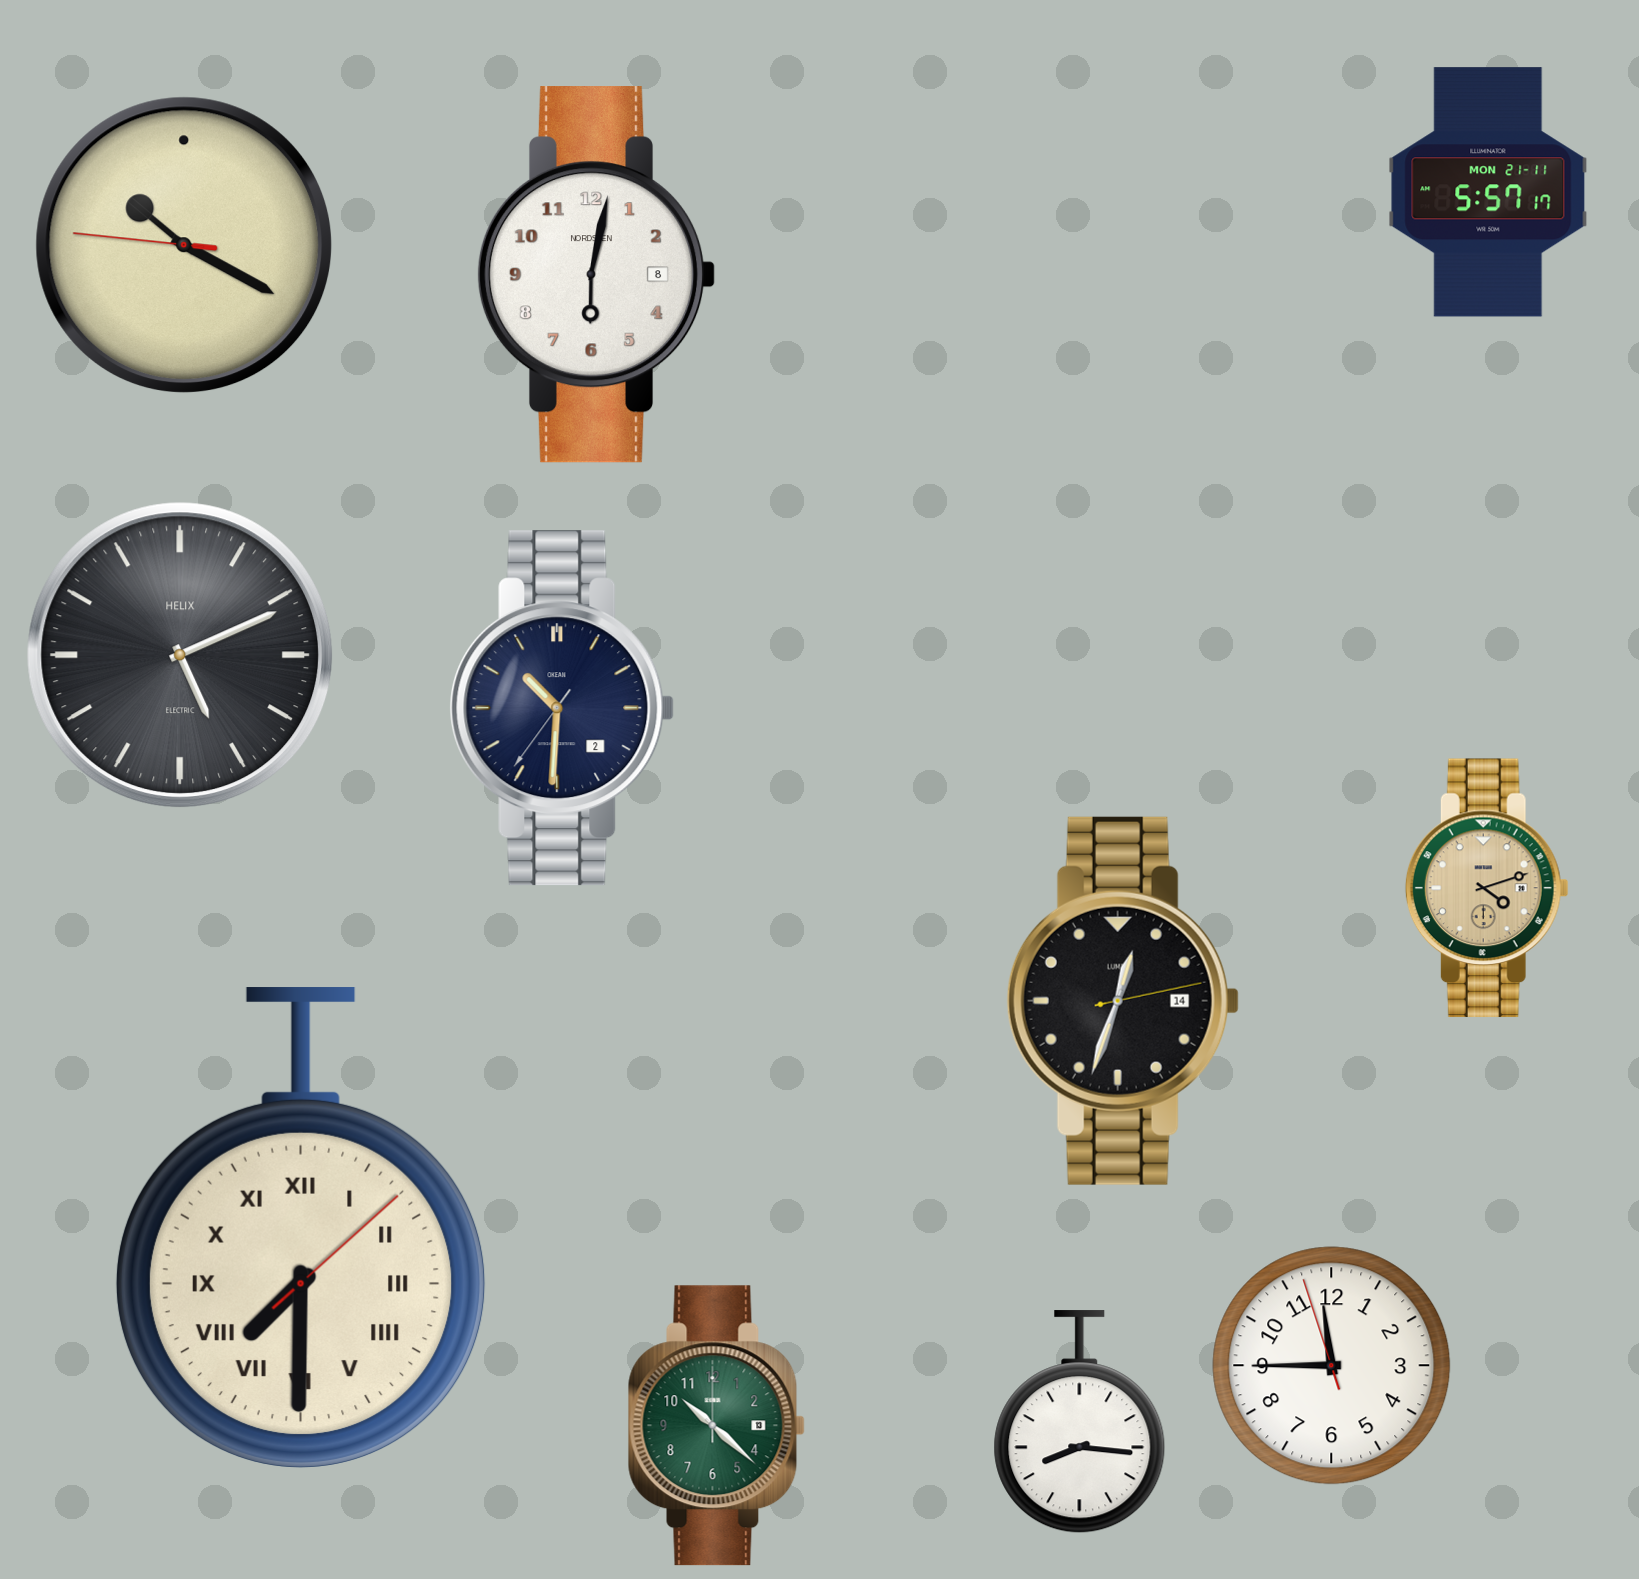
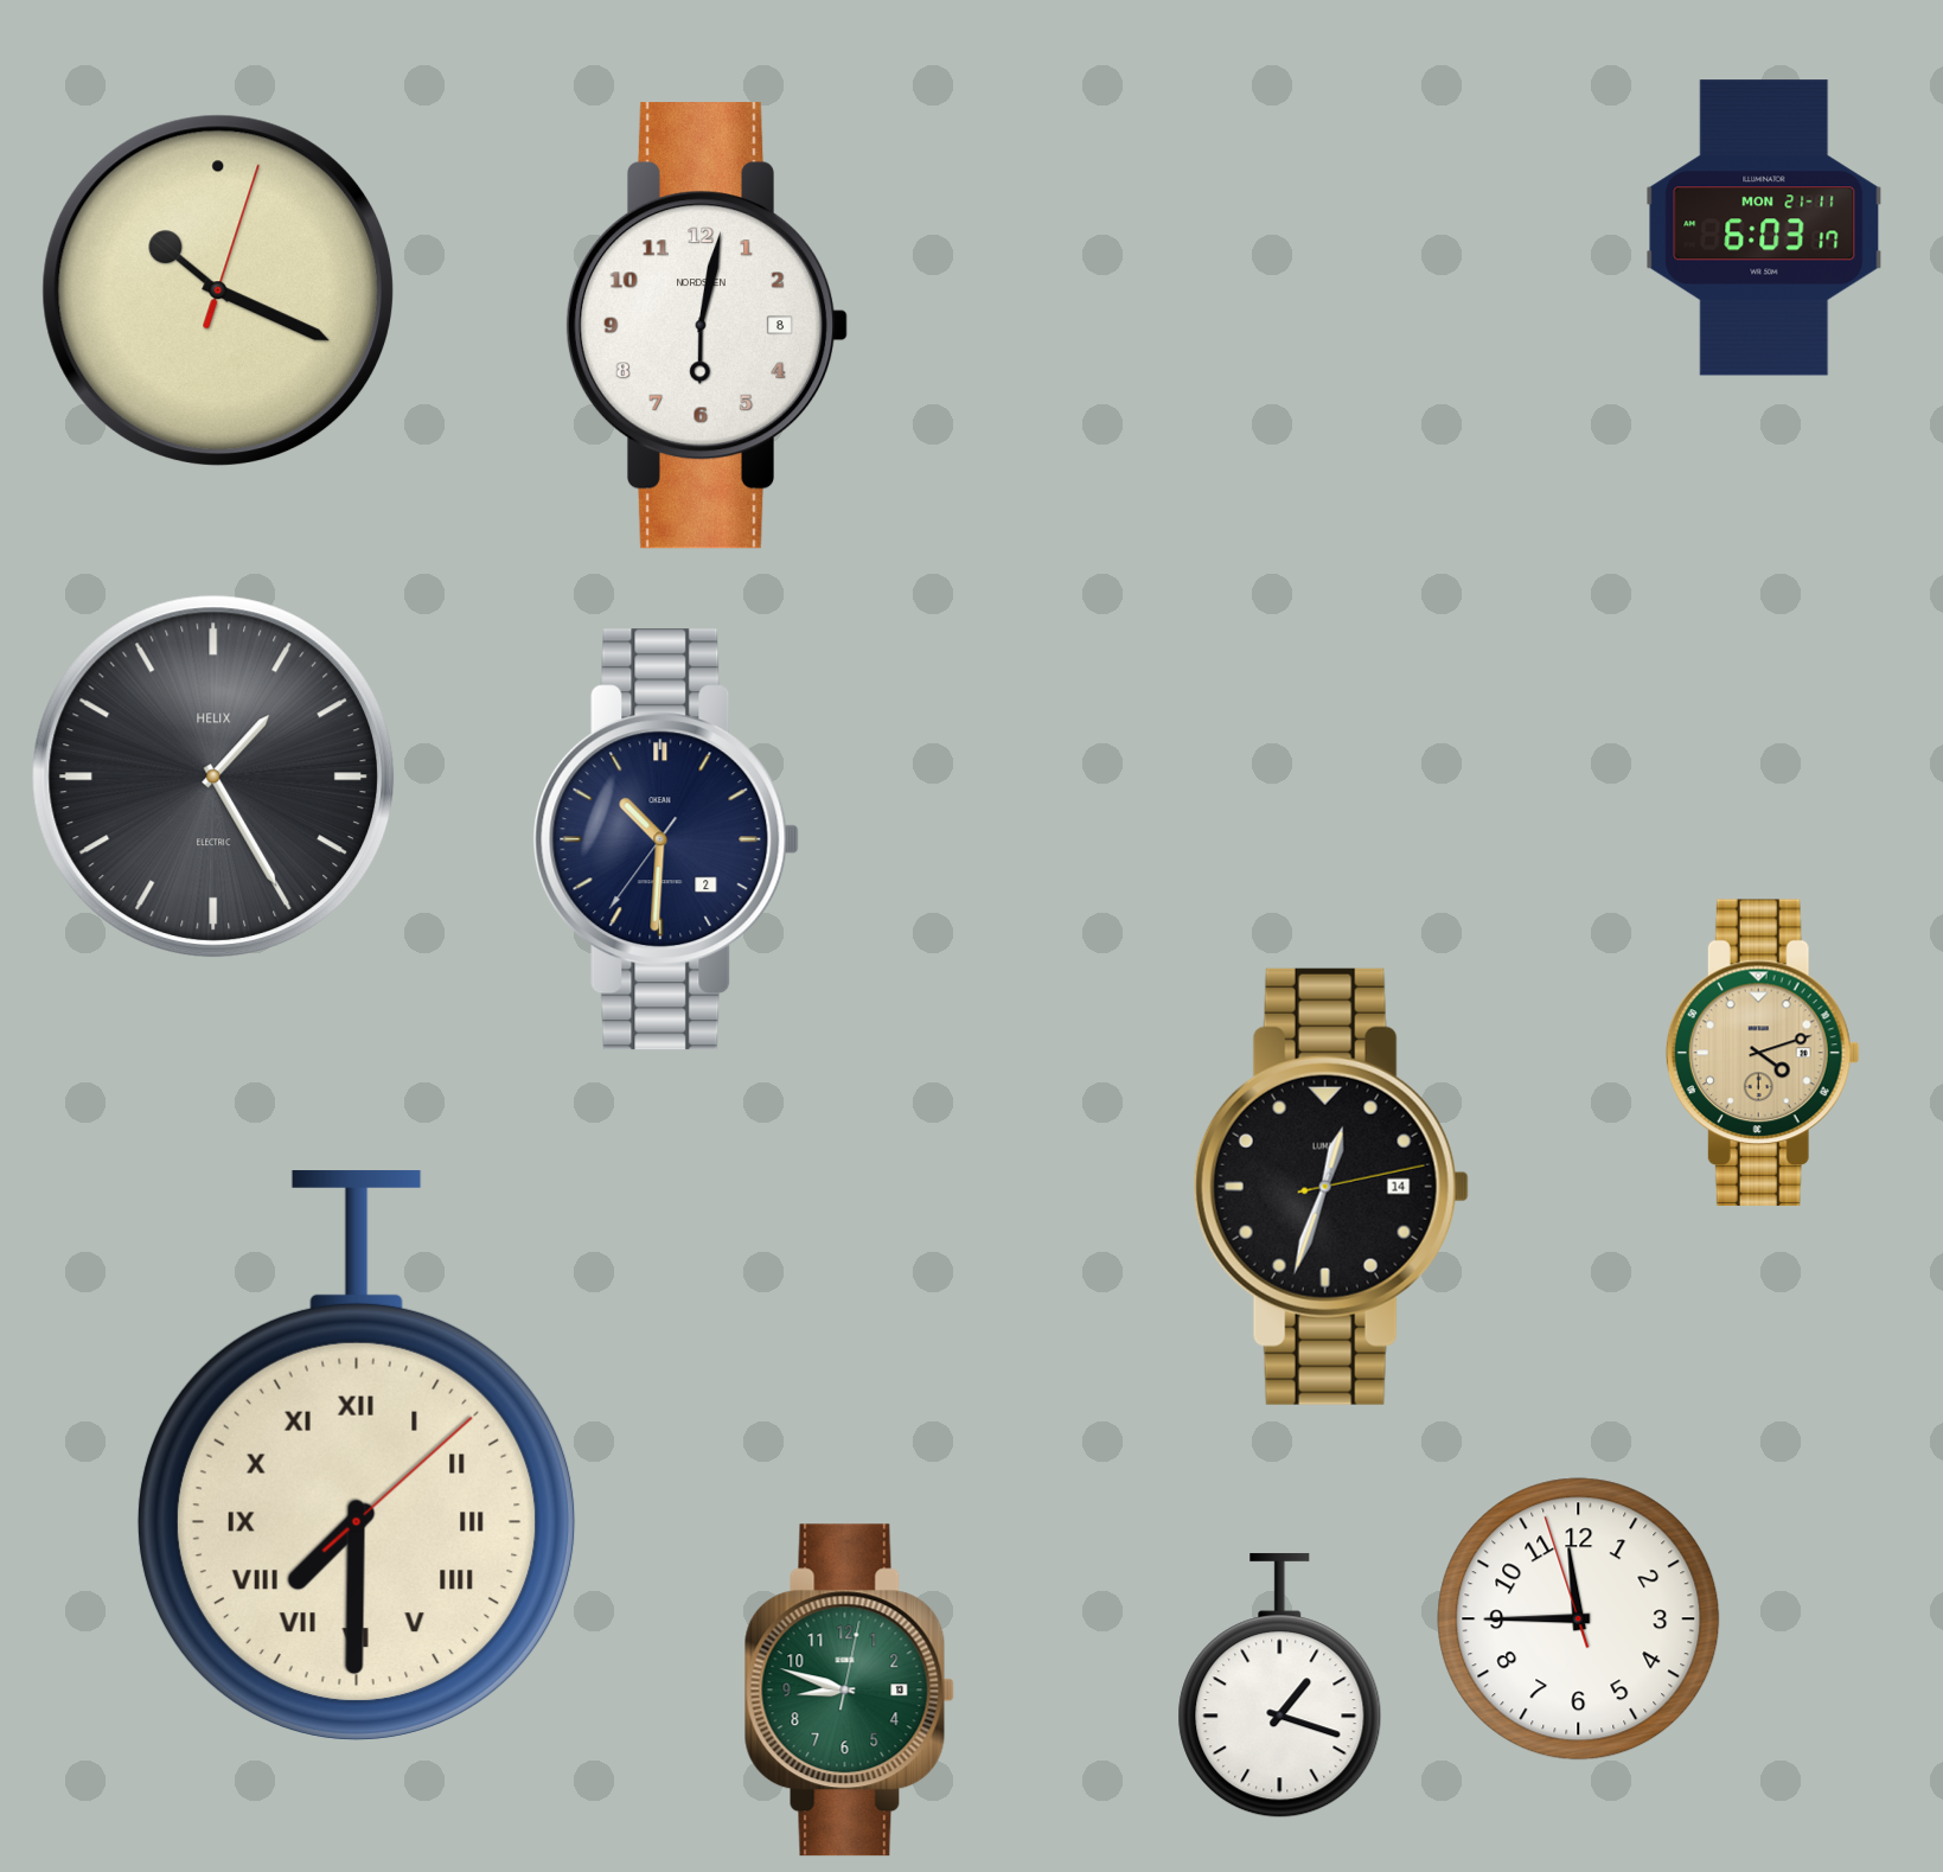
clock at (1488, 192): 5:57 -> 6:03
clock at (184, 245): 10:19:46 -> 10:19:03
clock at (180, 655): 5:11 -> 1:25
clock at (1080, 1422): 8:16 -> 1:18
clock at (716, 1426): 10:22 -> 8:48
